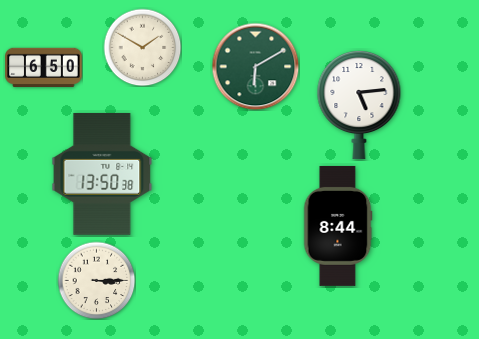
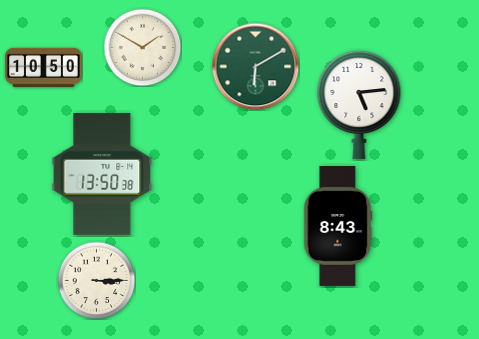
clock at (44, 67): 6:50 -> 10:50
clock at (338, 226): 8:44 -> 8:43
